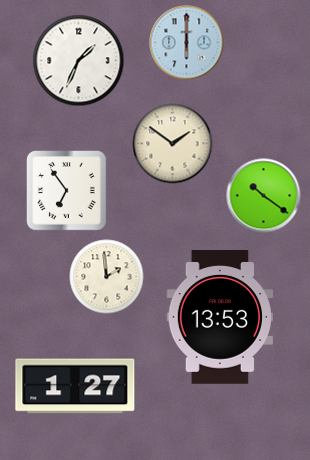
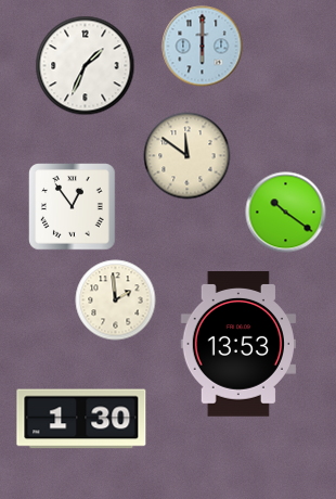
clock at (173, 144): 1:51 -> 11:51
clock at (67, 191): 6:54 -> 12:54
clock at (75, 386): 1:27 -> 1:30
